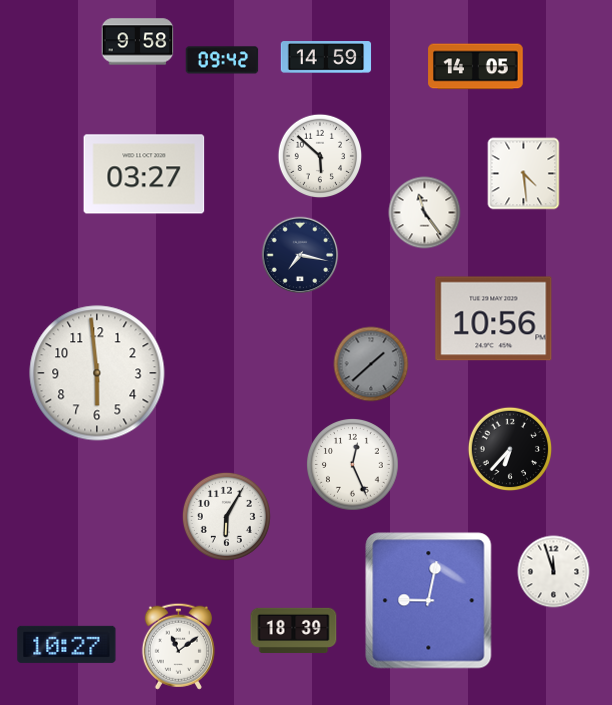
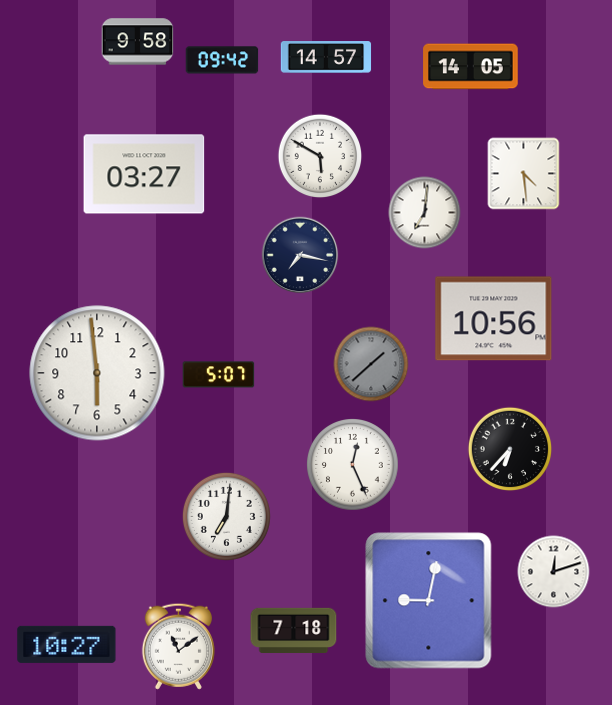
clock at (326, 57): 14:59 -> 14:57
clock at (476, 67) position: (476, 67) -> (471, 67)
clock at (320, 156): 5:52 -> 5:50
clock at (425, 213): 11:24 -> 7:01
clock at (219, 375): none -> 5:07
clock at (226, 516): 6:05 -> 7:01
clock at (554, 572): 11:57 -> 12:12
clock at (294, 630): 18:39 -> 7:18
